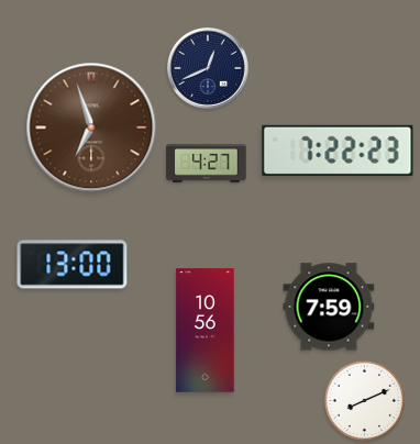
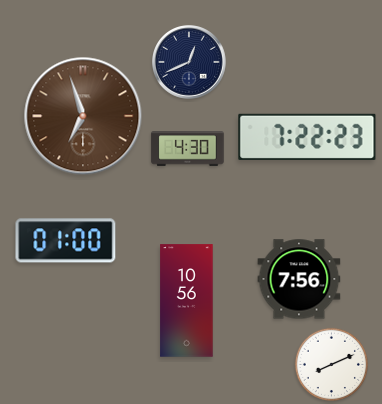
clock at (207, 164): 4:27 -> 4:30
clock at (73, 265): 13:00 -> 01:00
clock at (329, 307): 7:59 -> 7:56
